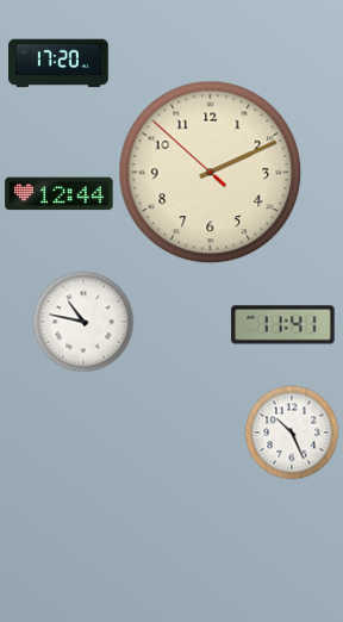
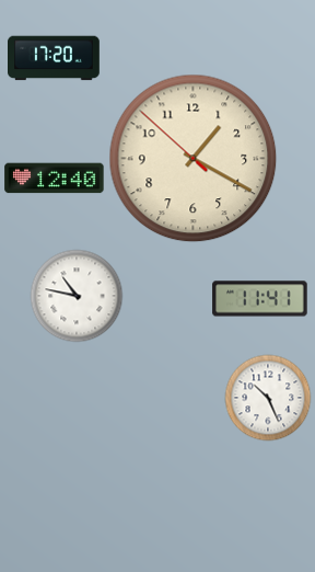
clock at (211, 173): 2:10 -> 1:19
clock at (60, 194): 12:44 -> 12:40
